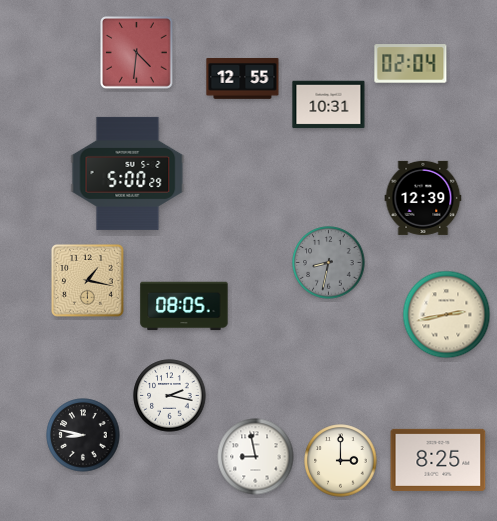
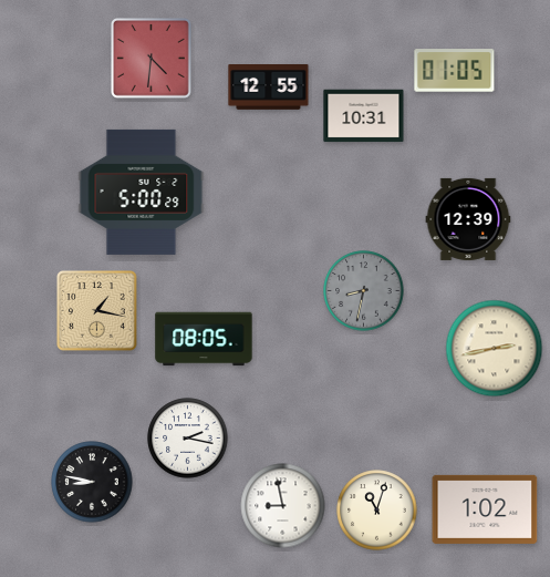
clock at (411, 64): 02:04 -> 01:05
clock at (438, 460): 8:25 -> 1:02
clock at (341, 461): 3:00 -> 11:03
